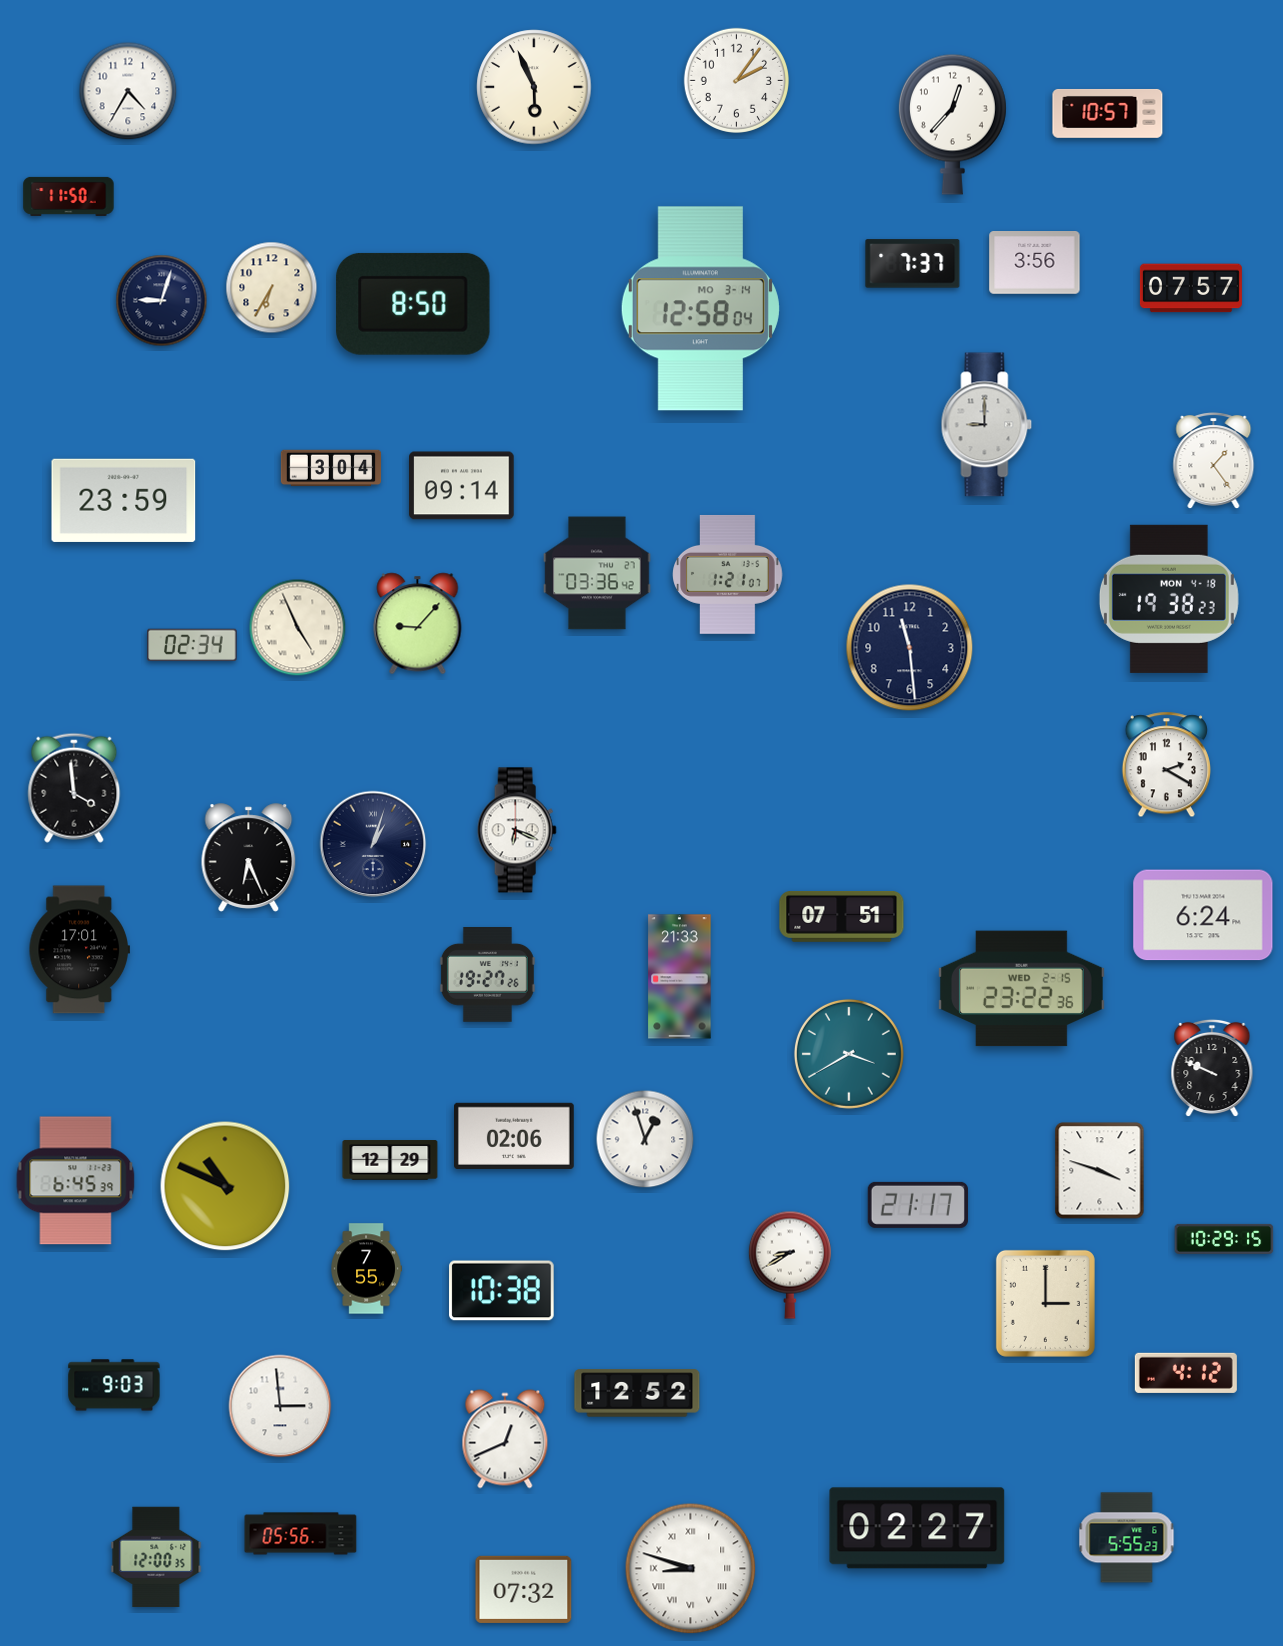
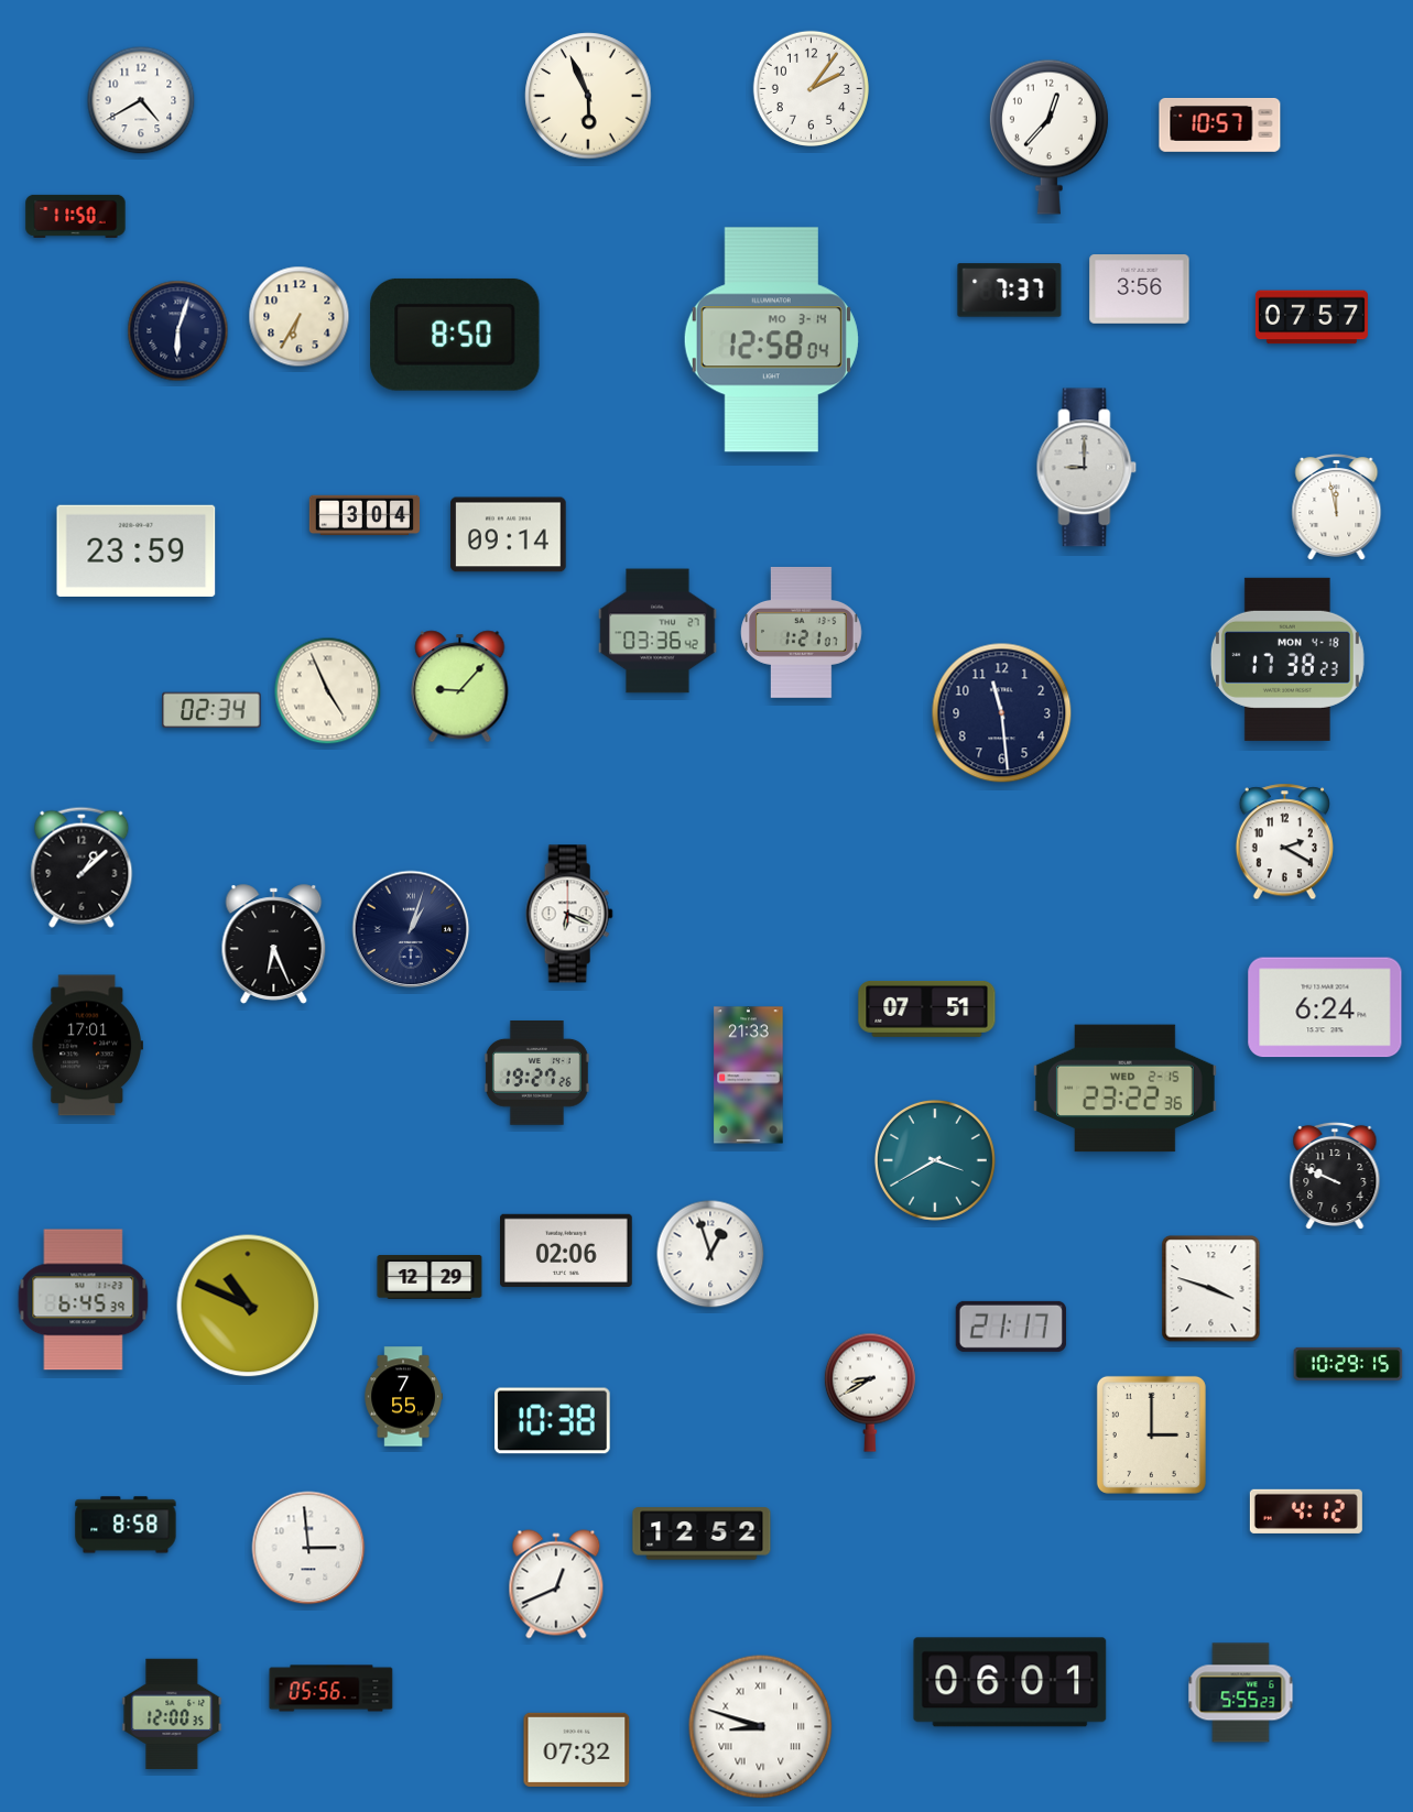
clock at (128, 91): 4:35 -> 4:40
clock at (913, 264) position: (913, 264) -> (1010, 291)
clock at (162, 301): 9:03 -> 6:03
clock at (1214, 461): 1:24 -> 11:58
clock at (1169, 599): 19:38 -> 17:38
clock at (74, 788): 3:59 -> 1:08
clock at (114, 1385): 9:03 -> 8:58
clock at (917, 1528): 02:27 -> 06:01
